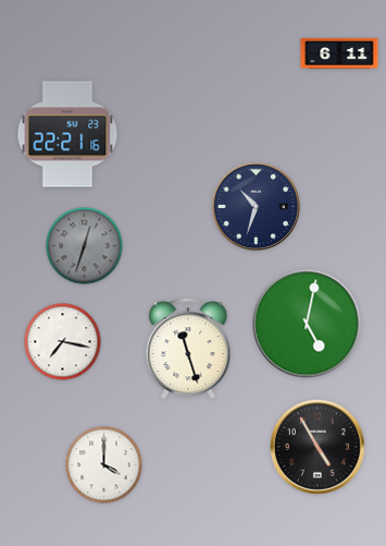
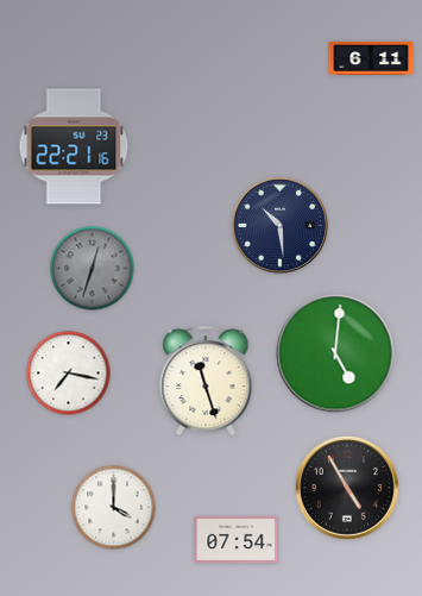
clock at (257, 207): 10:33 -> 10:29
clock at (307, 324): 5:02 -> 5:01
clock at (237, 540): none -> 07:54
